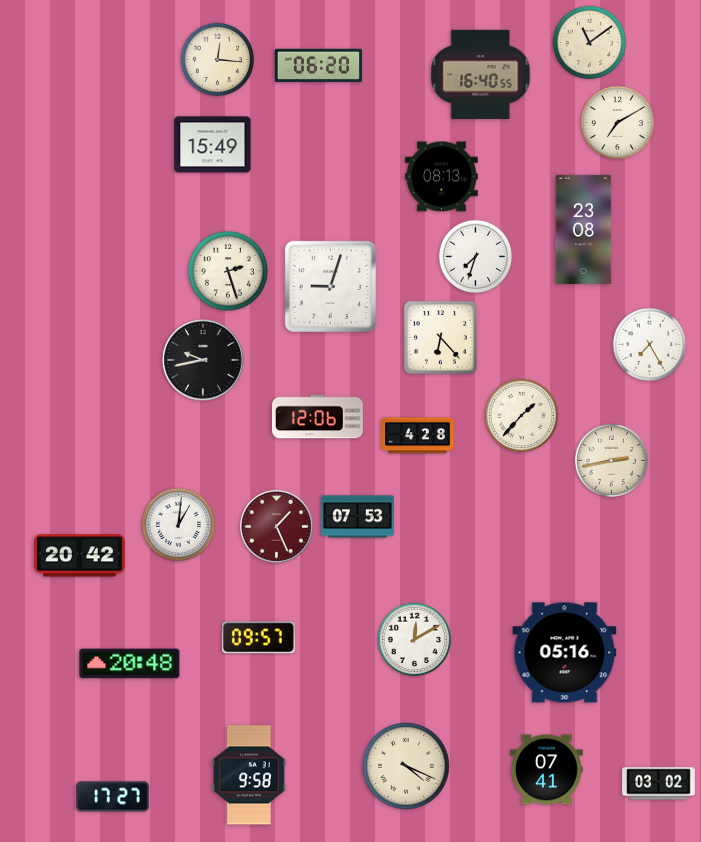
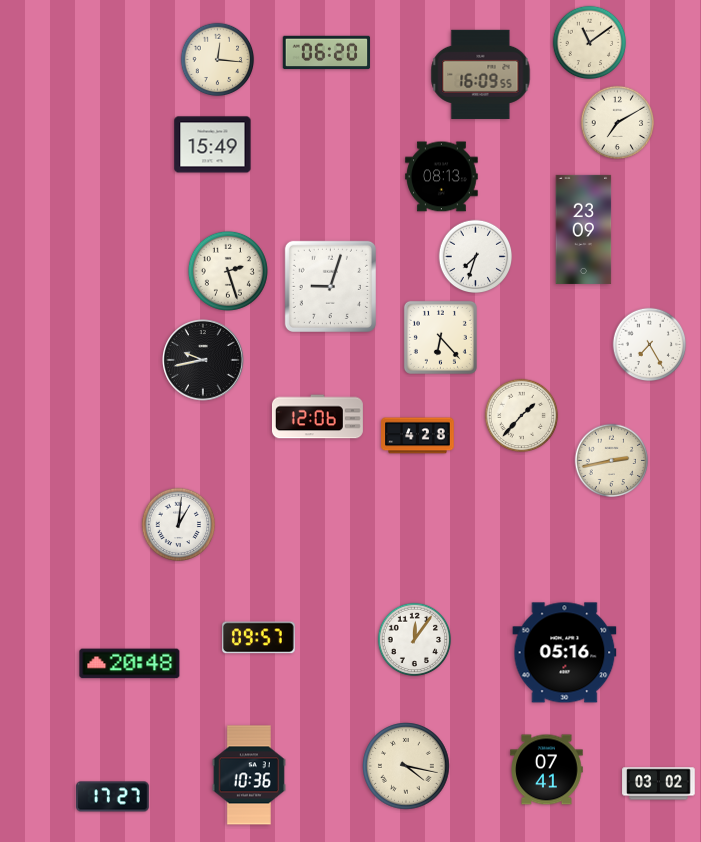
clock at (319, 66) position: (319, 66) -> (327, 53)
clock at (481, 74): 16:40 -> 16:09
clock at (584, 229): 23:08 -> 23:09
clock at (358, 517): 07:53 -> none
clock at (276, 526): 1:26 -> none
clock at (79, 556): 20:42 -> none
clock at (415, 640): 12:10 -> 12:06
clock at (406, 766): 4:19 -> 4:17
clock at (249, 775): 9:58 -> 10:36
